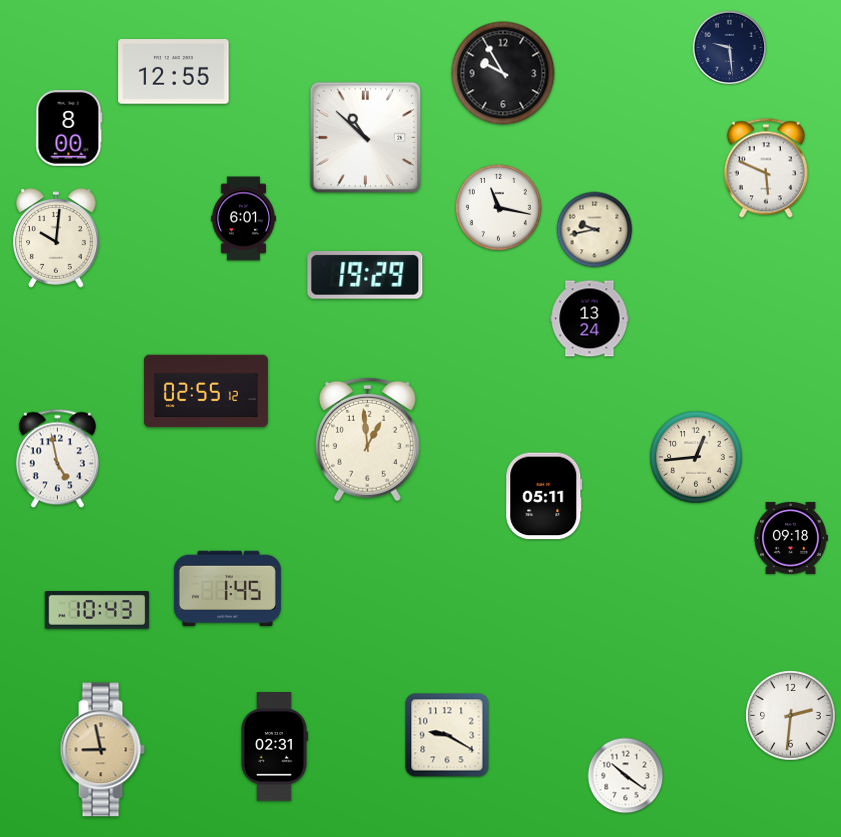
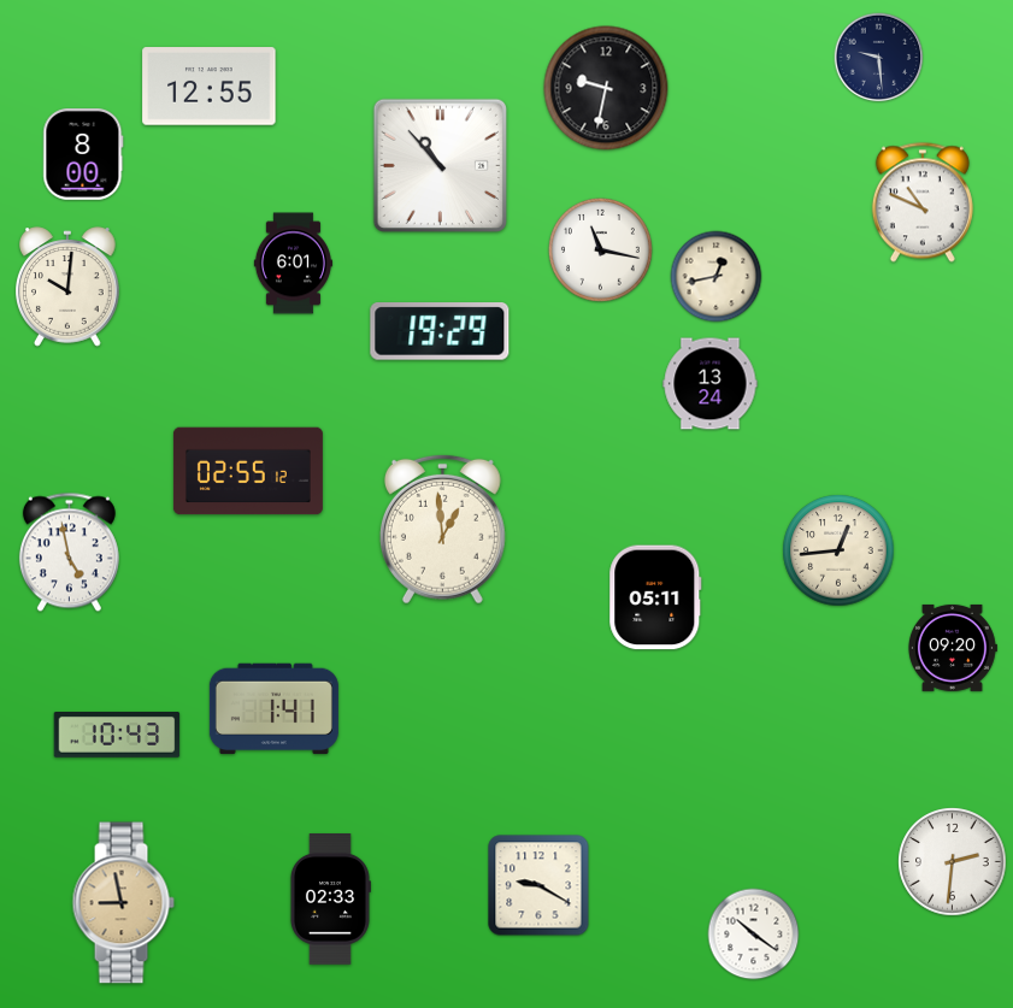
clock at (503, 73): 9:55 -> 9:32
clock at (365, 137): 10:52 -> 10:53
clock at (766, 168): 5:49 -> 10:49
clock at (595, 230): 9:43 -> 12:43
clock at (790, 538): 09:18 -> 09:20
clock at (227, 589): 1:45 -> 1:41
clock at (274, 747): 02:31 -> 02:33
